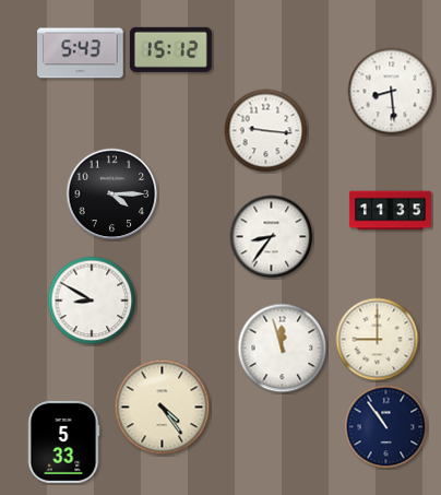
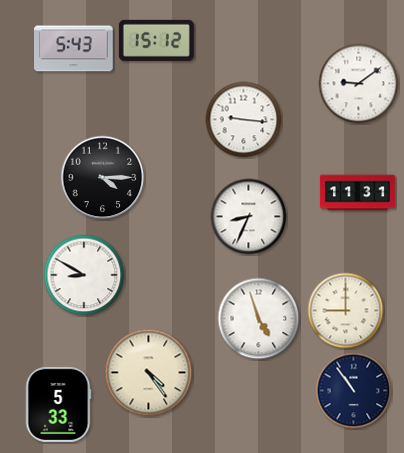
clock at (170, 49) position: (170, 49) -> (156, 40)
clock at (392, 92): 8:29 -> 9:09
clock at (390, 211): 11:35 -> 11:31
clock at (272, 237): 8:36 -> 8:34
clock at (283, 349): 11:57 -> 4:57
